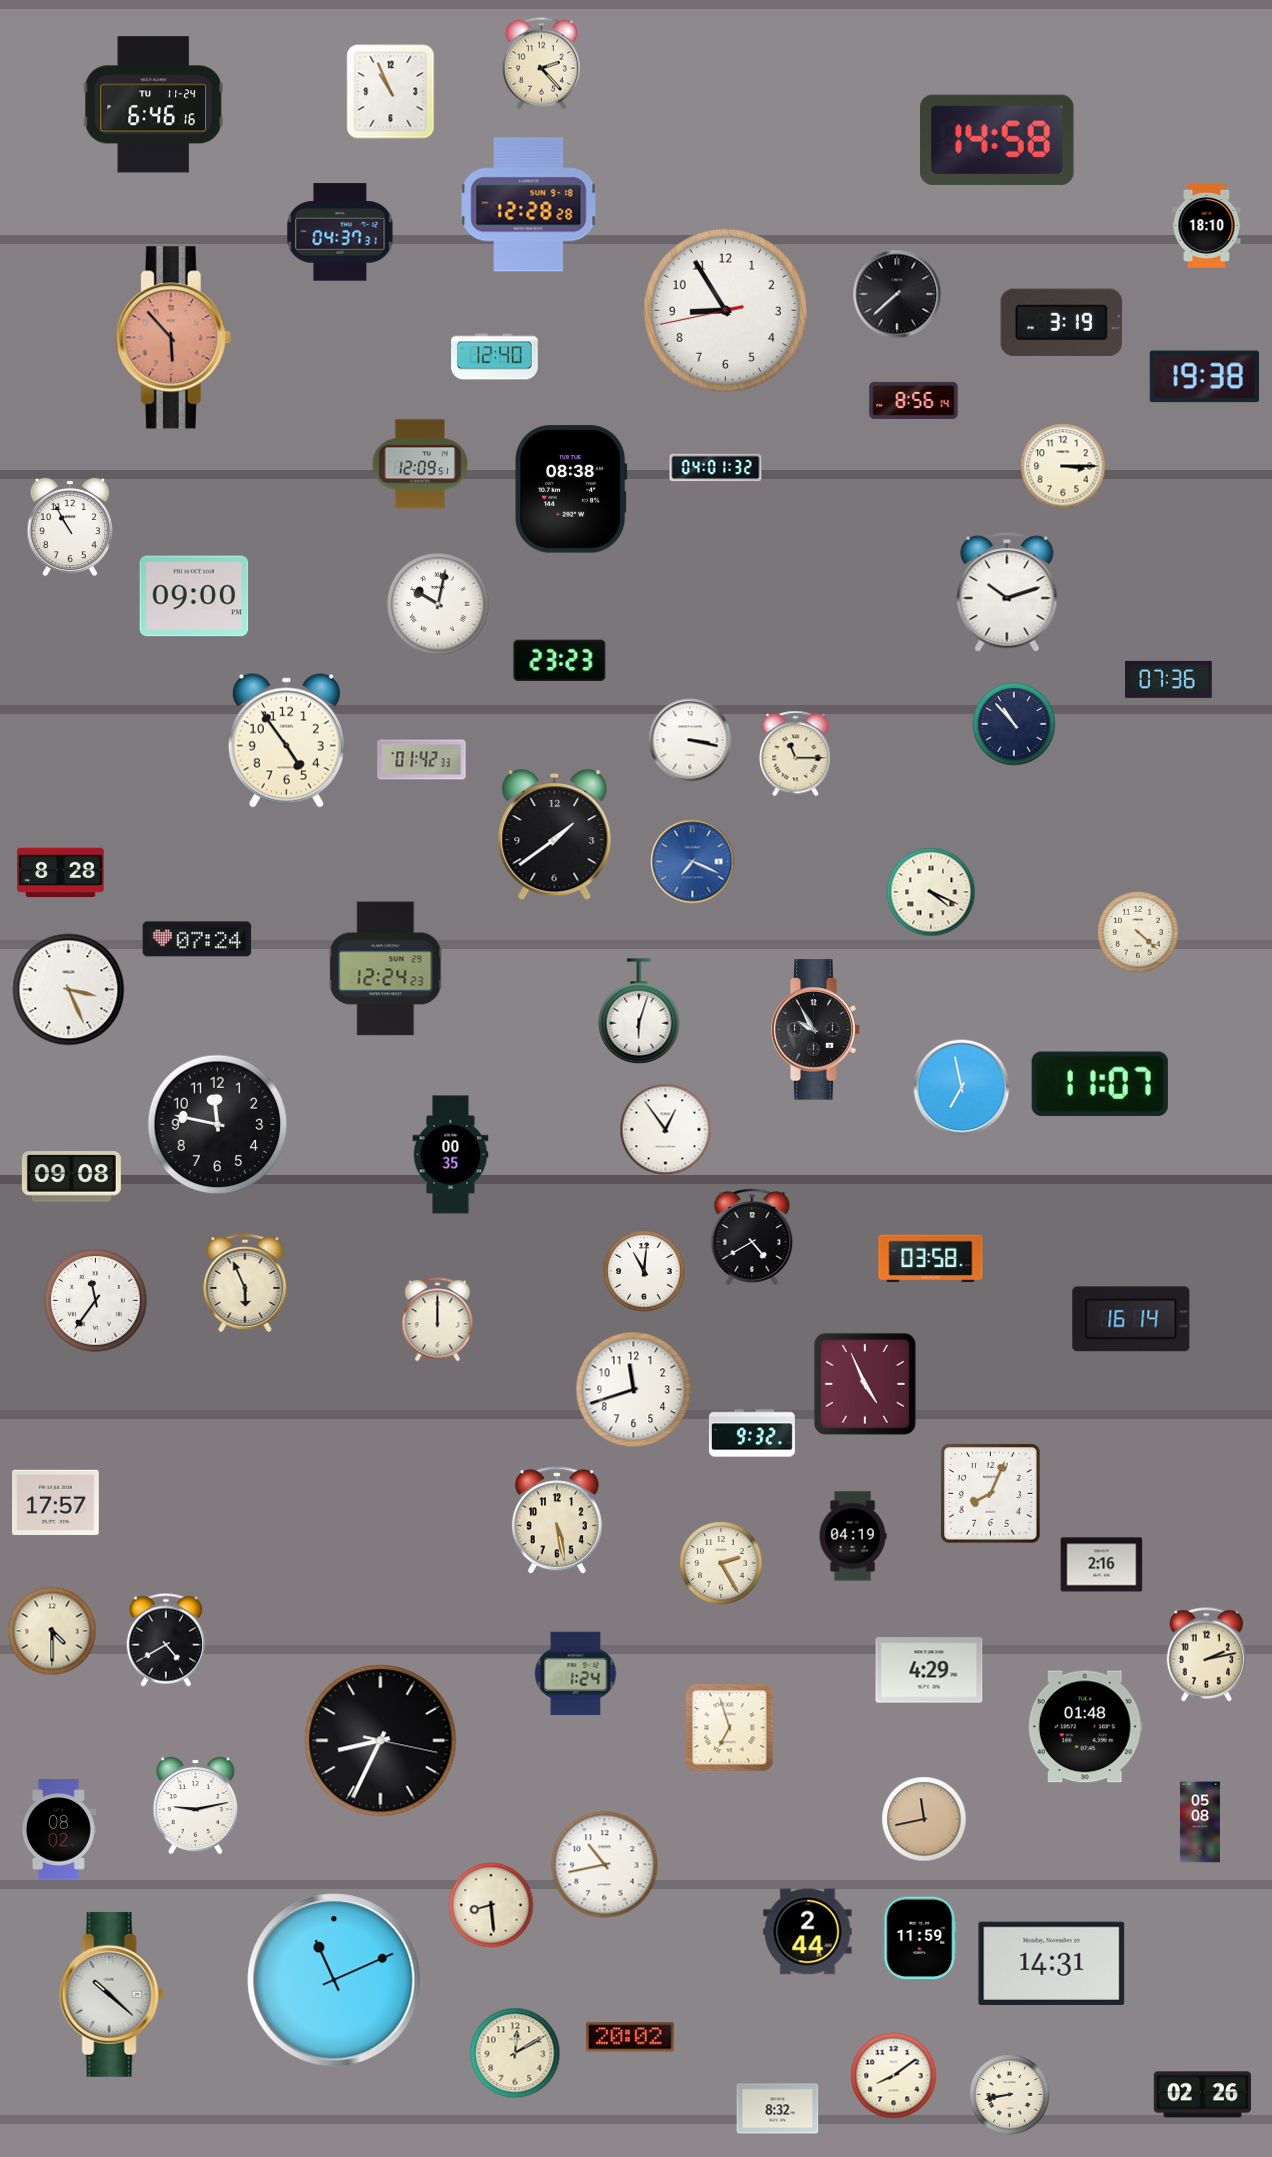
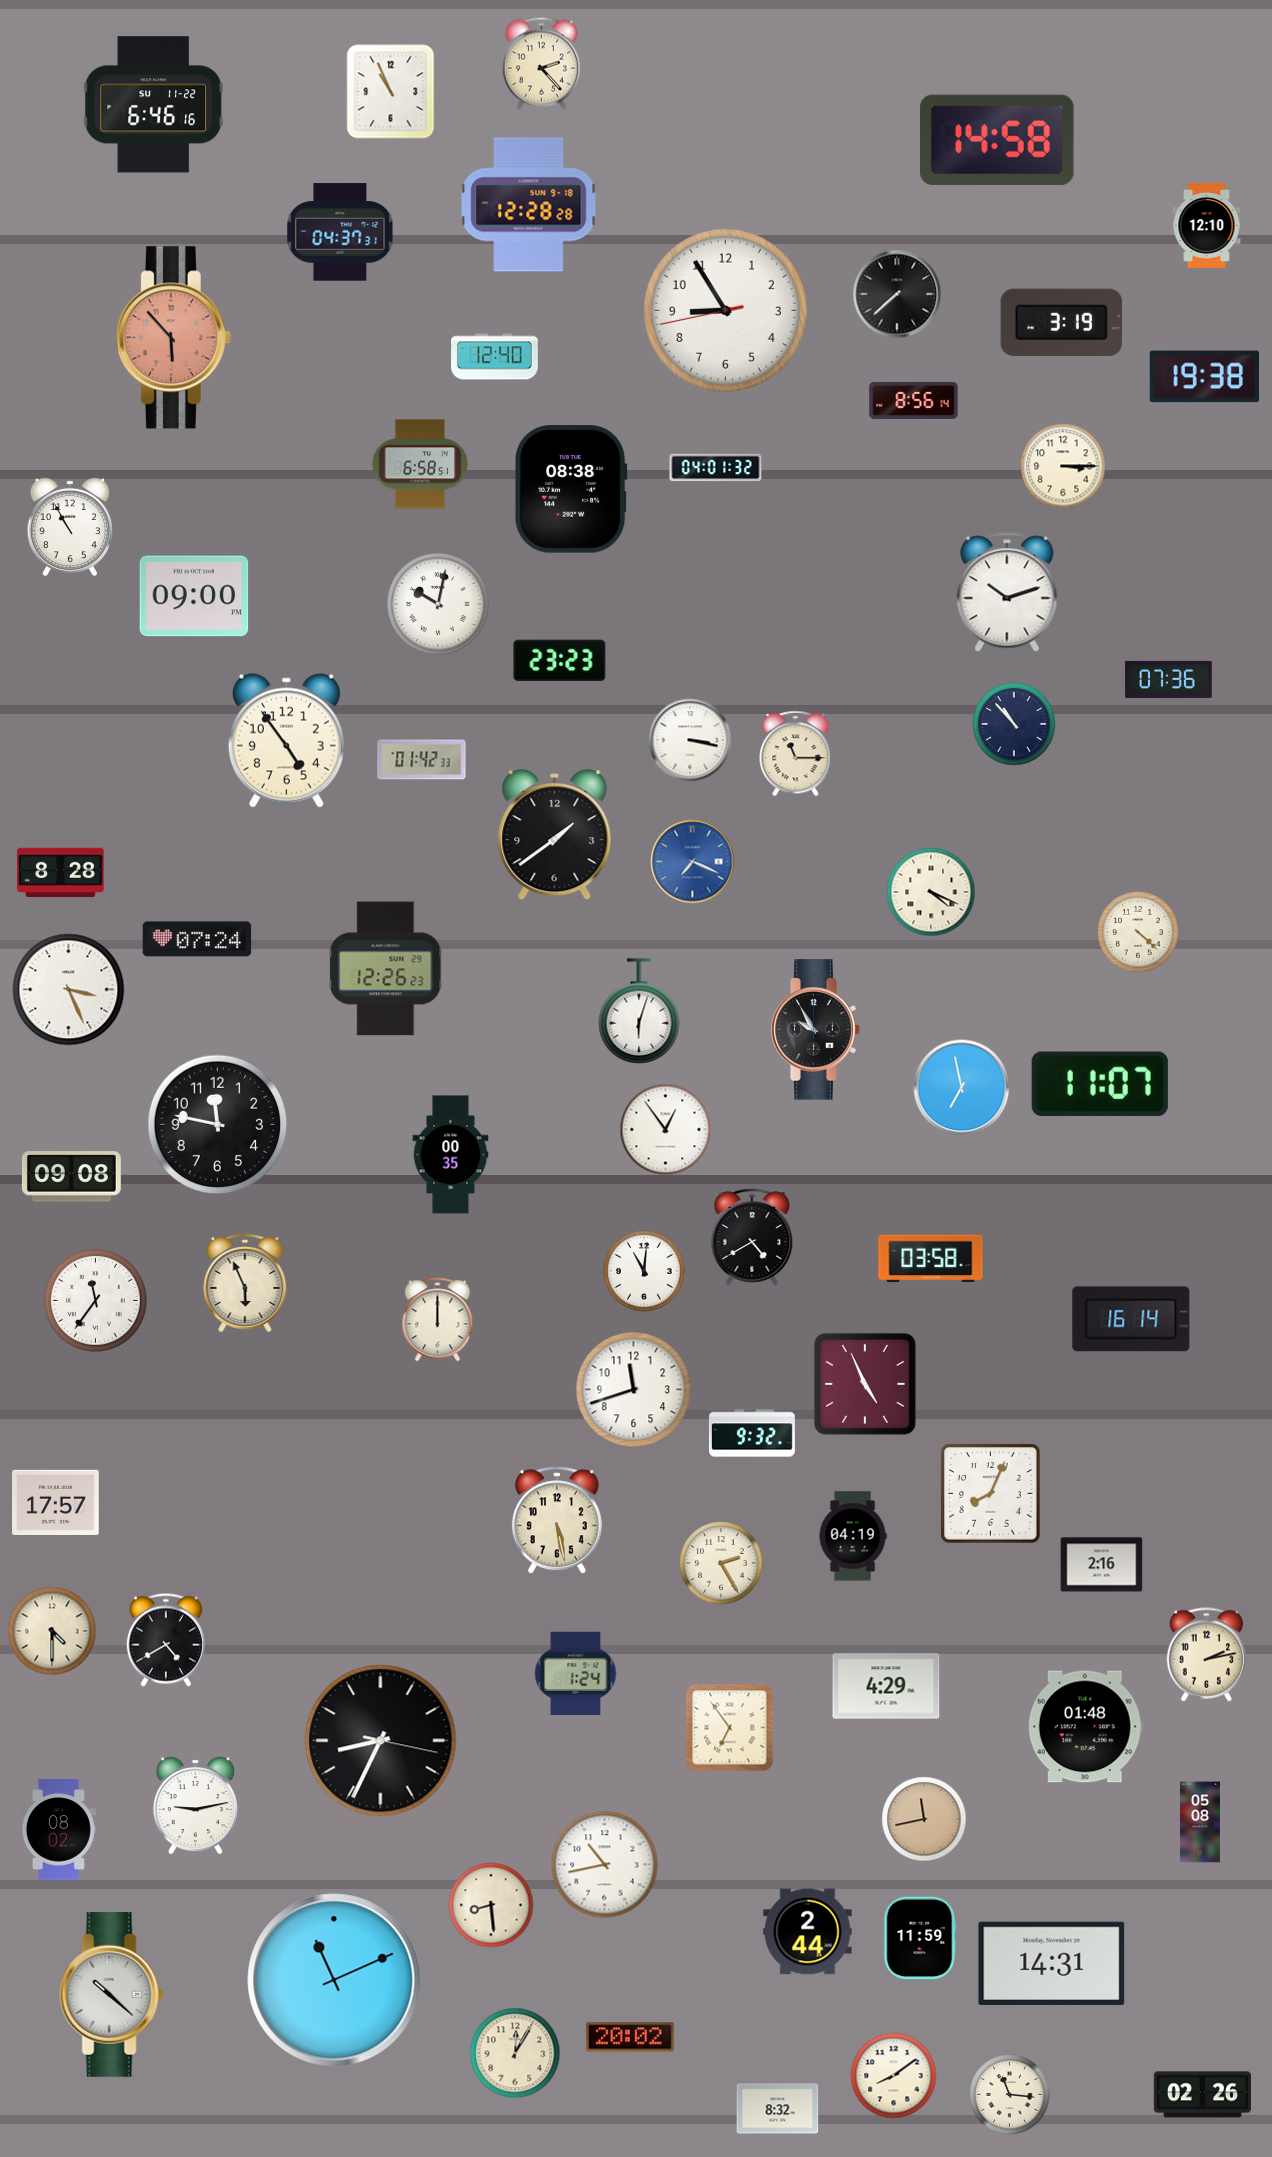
clock at (153, 105) date: TU 11-24 -> SU 11-22
clock at (1207, 225): 18:10 -> 12:10
clock at (420, 464): 12:09 -> 6:58
clock at (386, 969): 12:24 -> 12:26
clock at (929, 1670) position: (929, 1670) -> (886, 1686)
clock at (730, 1728): 6:57 -> 6:54
clock at (515, 2053): 12:10 -> 12:05
clock at (1010, 2095): 8:43 -> 11:16
